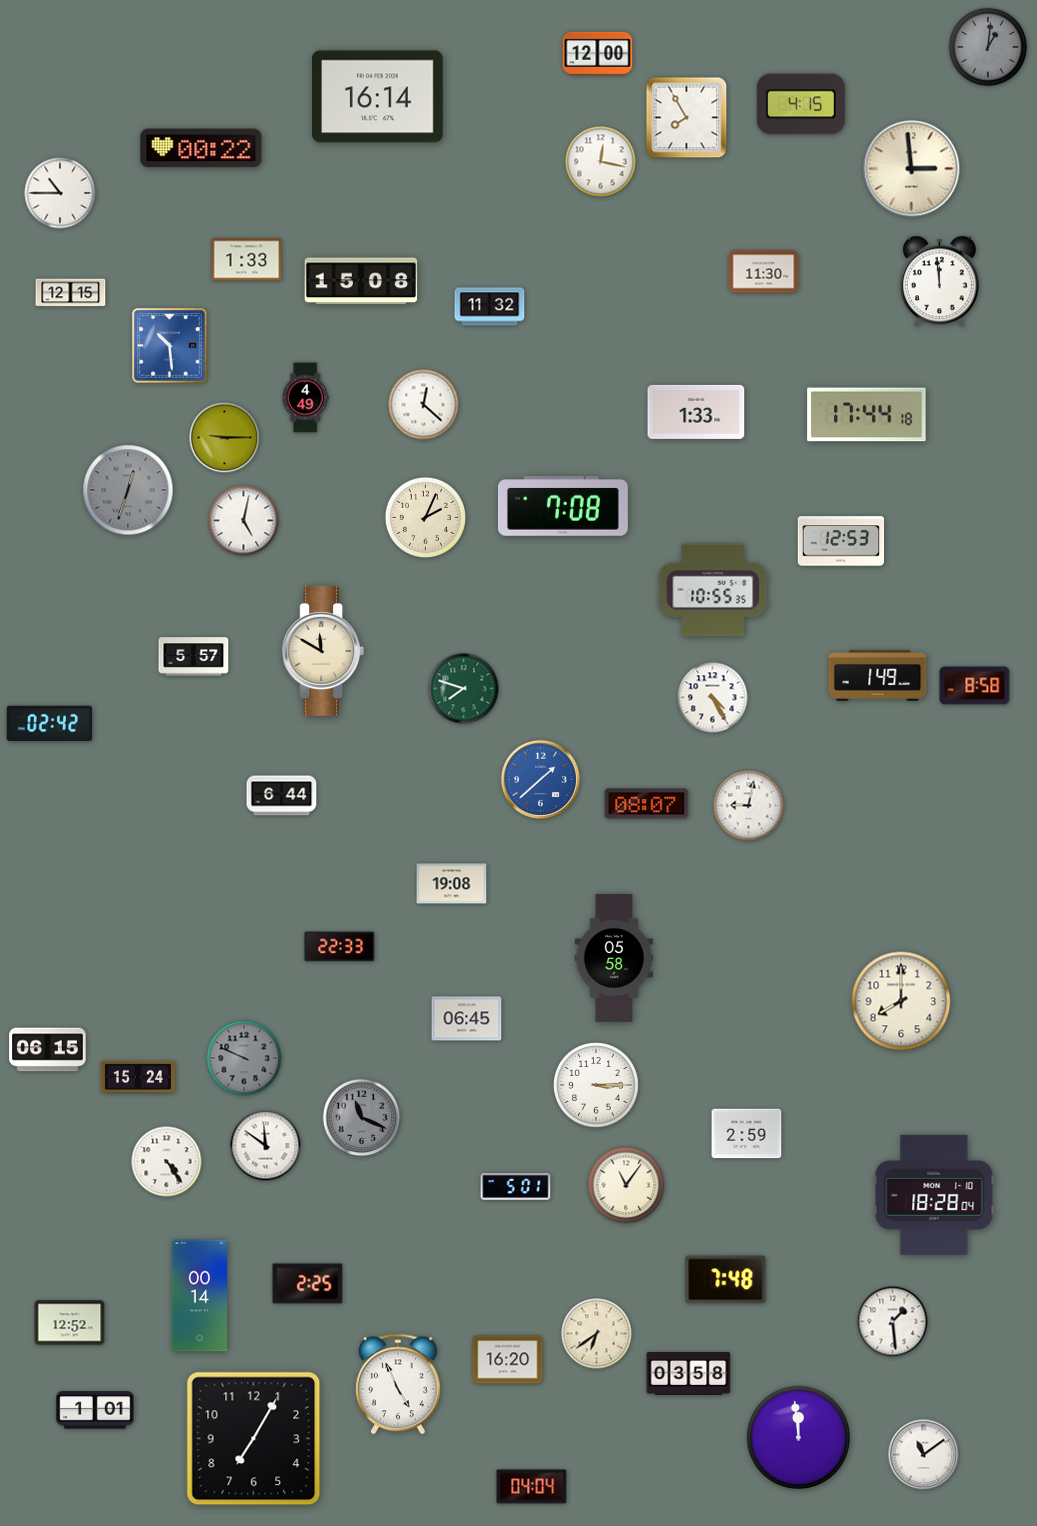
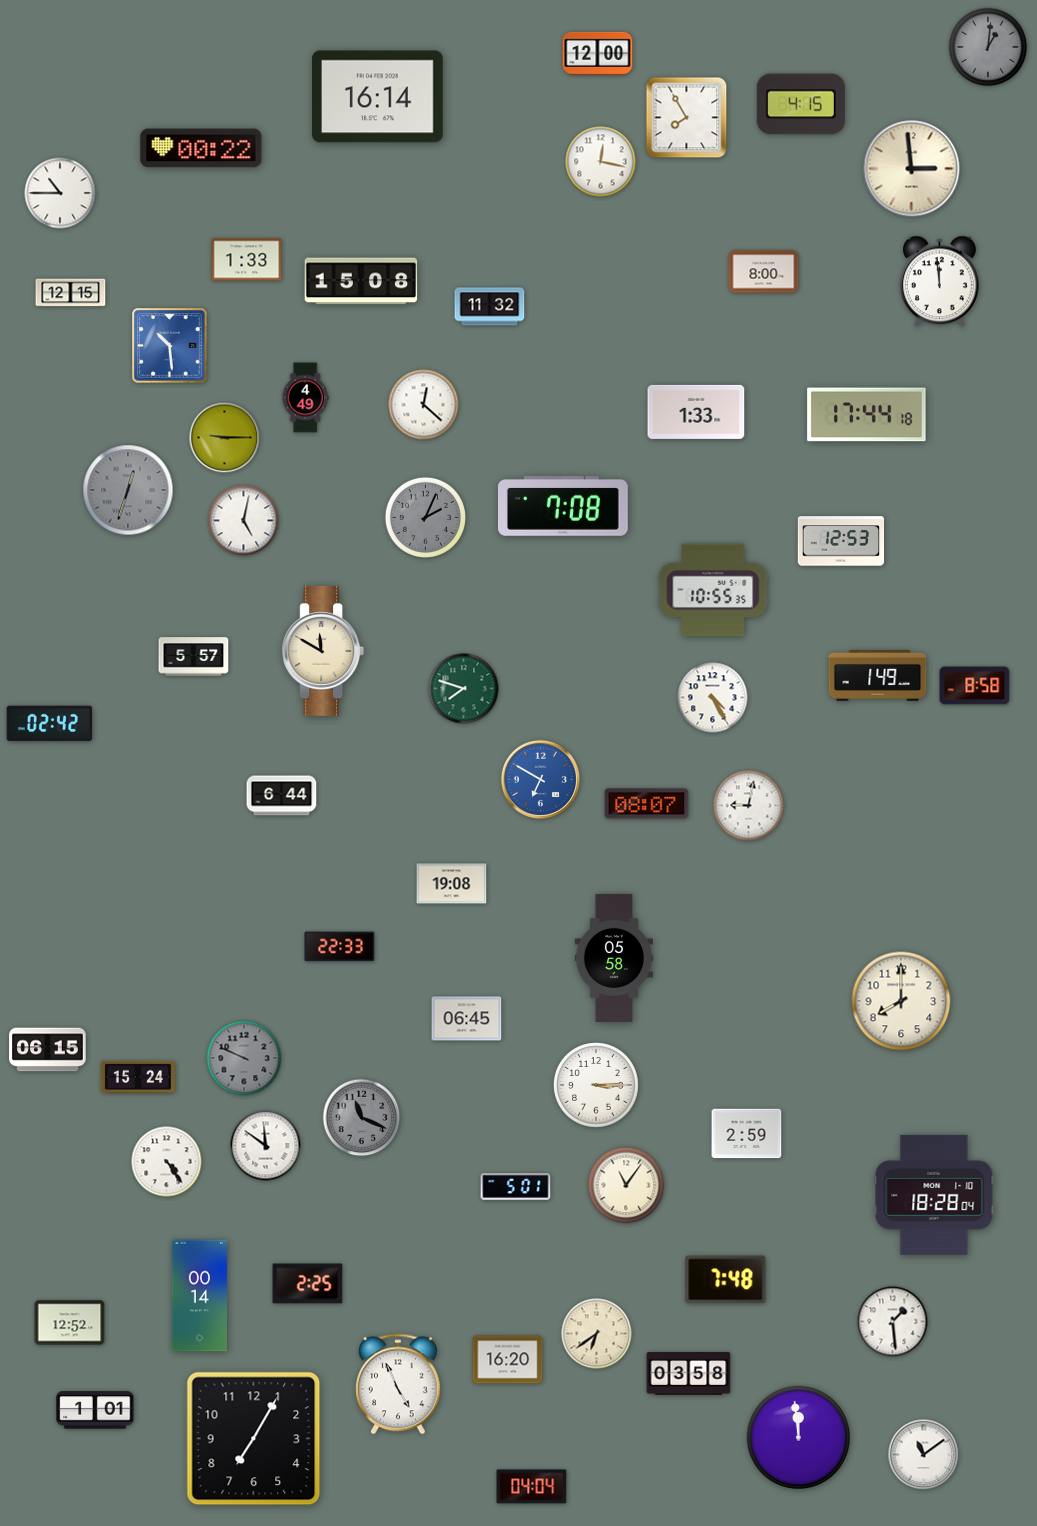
clock at (764, 272): 11:30 -> 8:00
clock at (425, 517) dial: cream -> grey
clock at (540, 779): 1:38 -> 6:50
